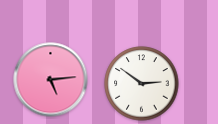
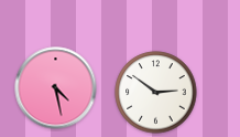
clock at (51, 80): 5:14 -> 4:28
